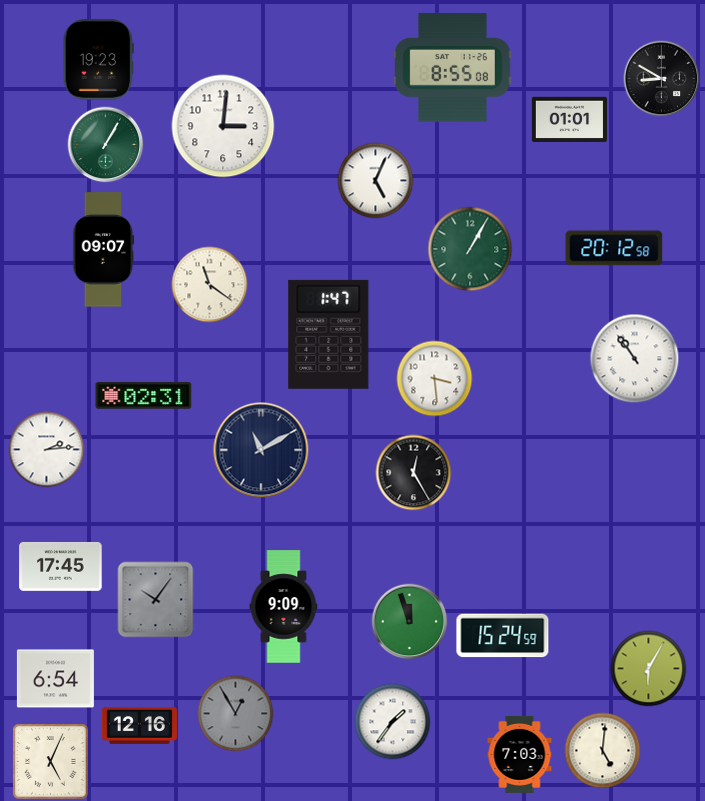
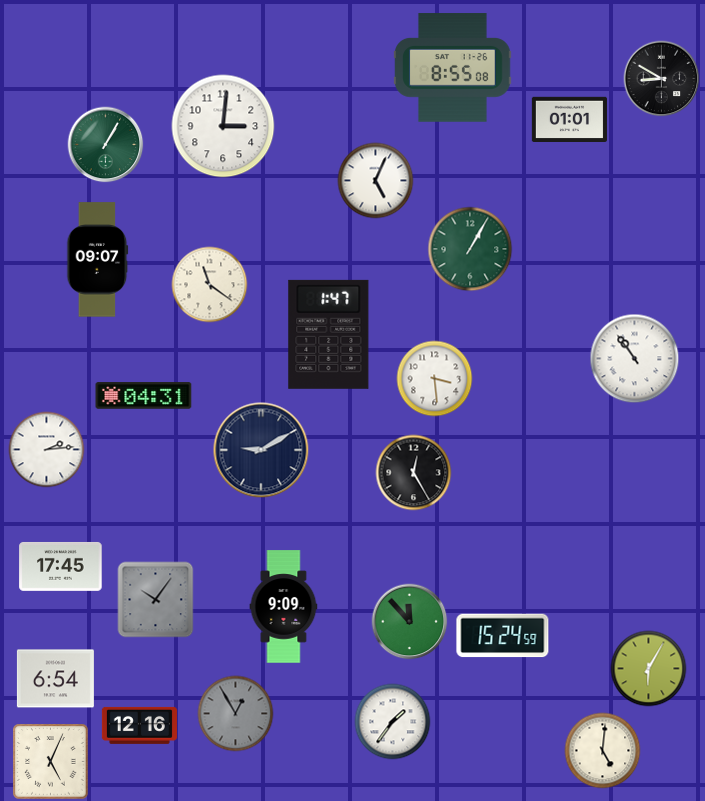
clock at (98, 60): 19:23 -> none
clock at (614, 248): 20:12 -> none
clock at (104, 250) position: (104, 250) -> (98, 260)
clock at (144, 396): 02:31 -> 04:31
clock at (261, 450): 11:10 -> 9:10
clock at (410, 622): 11:57 -> 11:53
clock at (520, 754): 7:03 -> none
